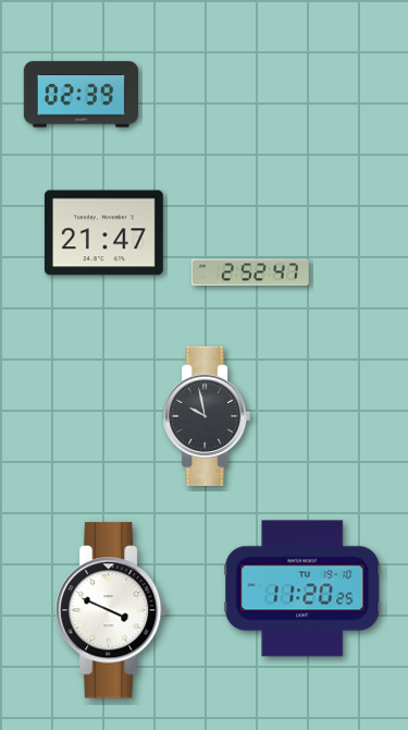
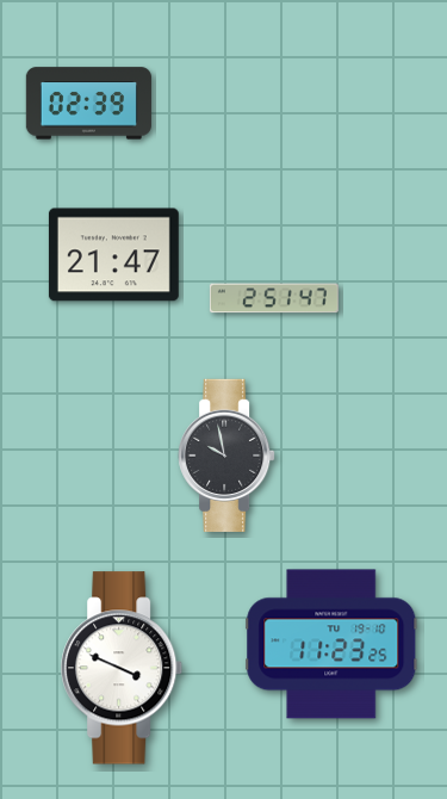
clock at (250, 272): 2:52 -> 2:51
clock at (302, 588): 11:20 -> 11:23
